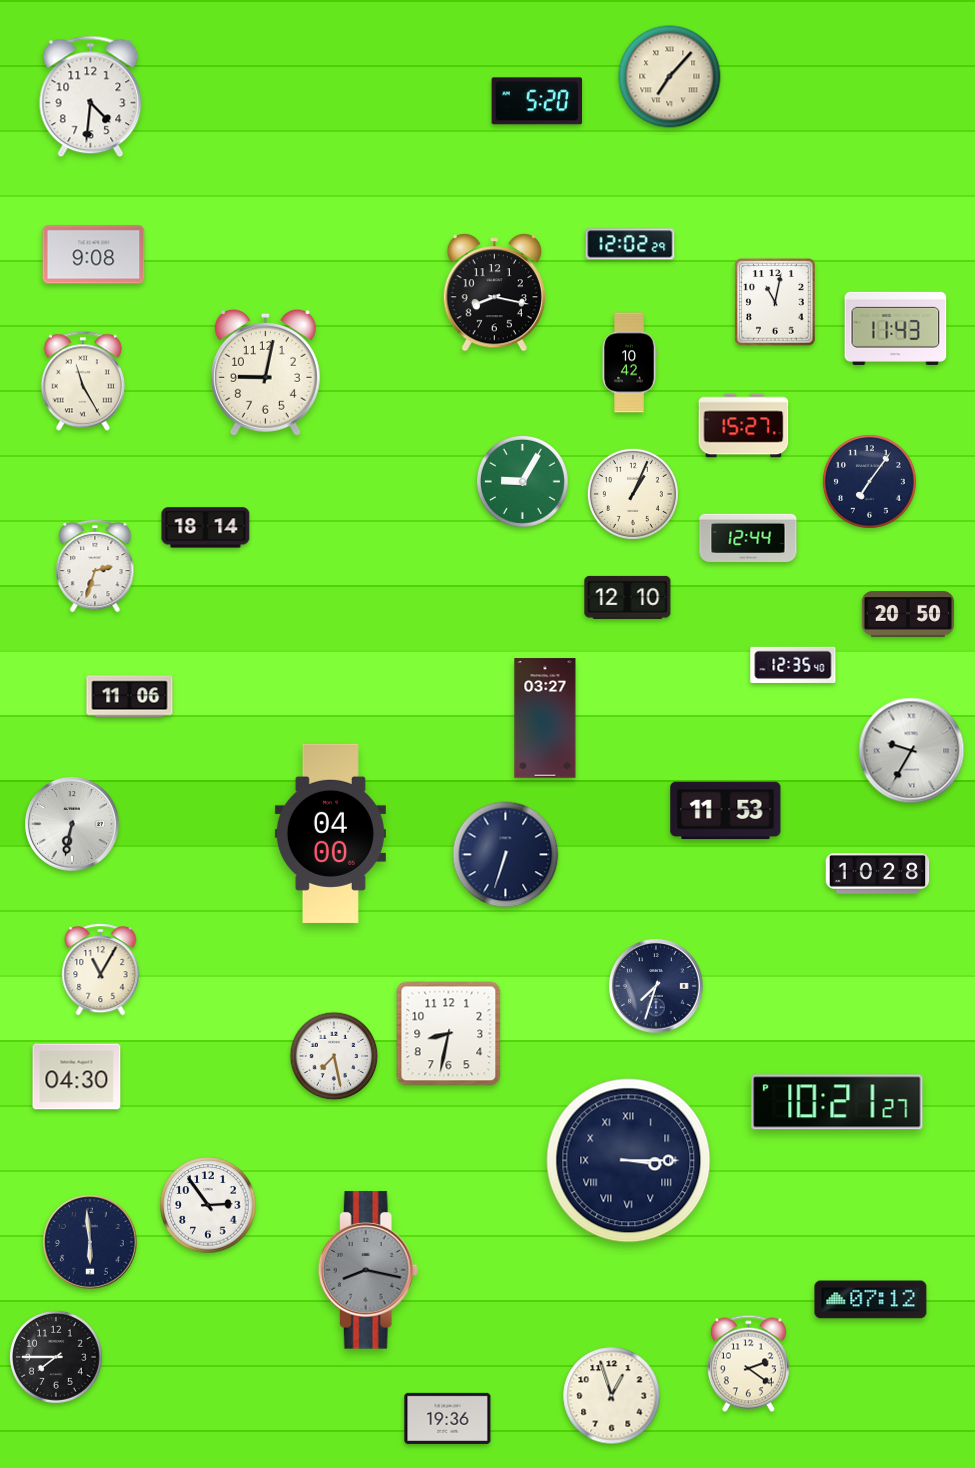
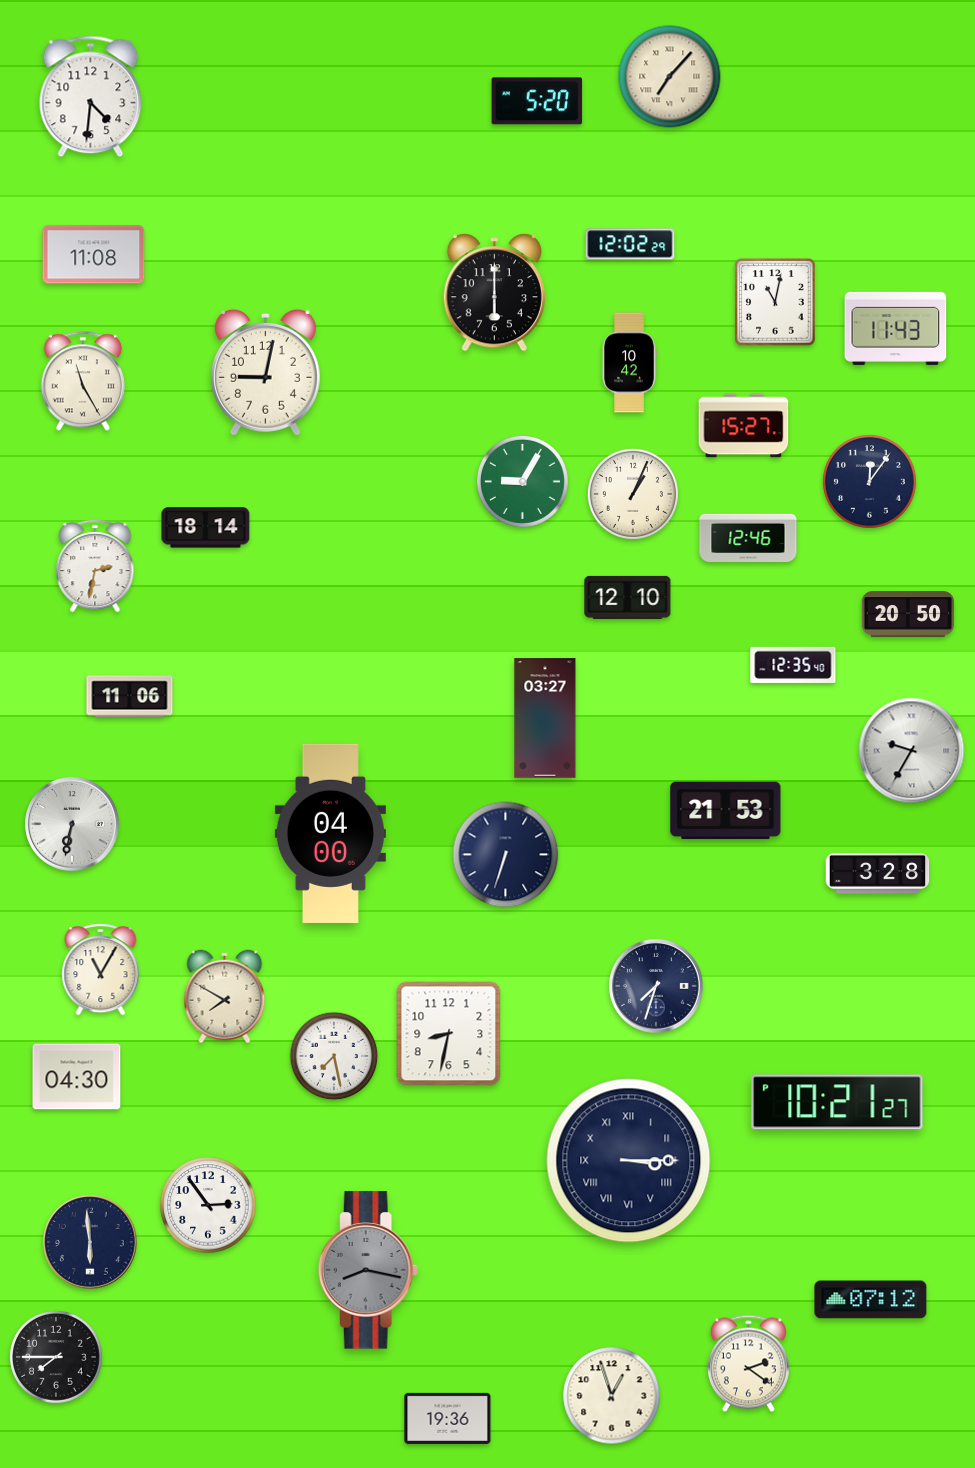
clock at (94, 255): 9:08 -> 11:08
clock at (494, 293): 8:17 -> 6:00
clock at (870, 482): 7:06 -> 12:06
clock at (748, 537): 12:44 -> 12:46
clock at (95, 566): 2:33 -> 2:32
clock at (726, 811): 11:53 -> 21:53
clock at (878, 874): 10:28 -> 3:28
clock at (225, 997): none -> 7:50
